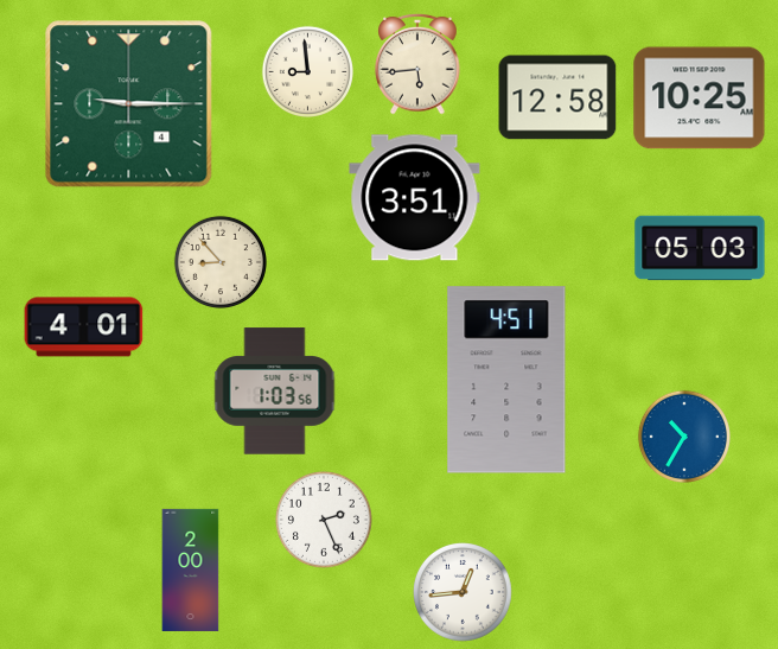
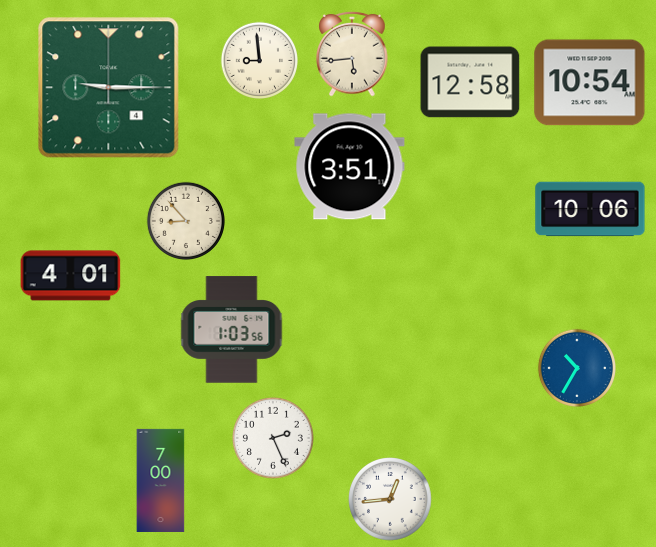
clock at (700, 98): 10:25 -> 10:54
clock at (700, 248): 05:03 -> 10:06
clock at (506, 380): 4:51 -> none
clock at (191, 570): 2:00 -> 7:00
